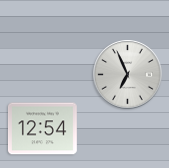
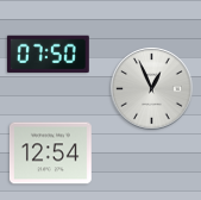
clock at (48, 54): none -> 07:50
clock at (128, 75): 6:56 -> 12:56
